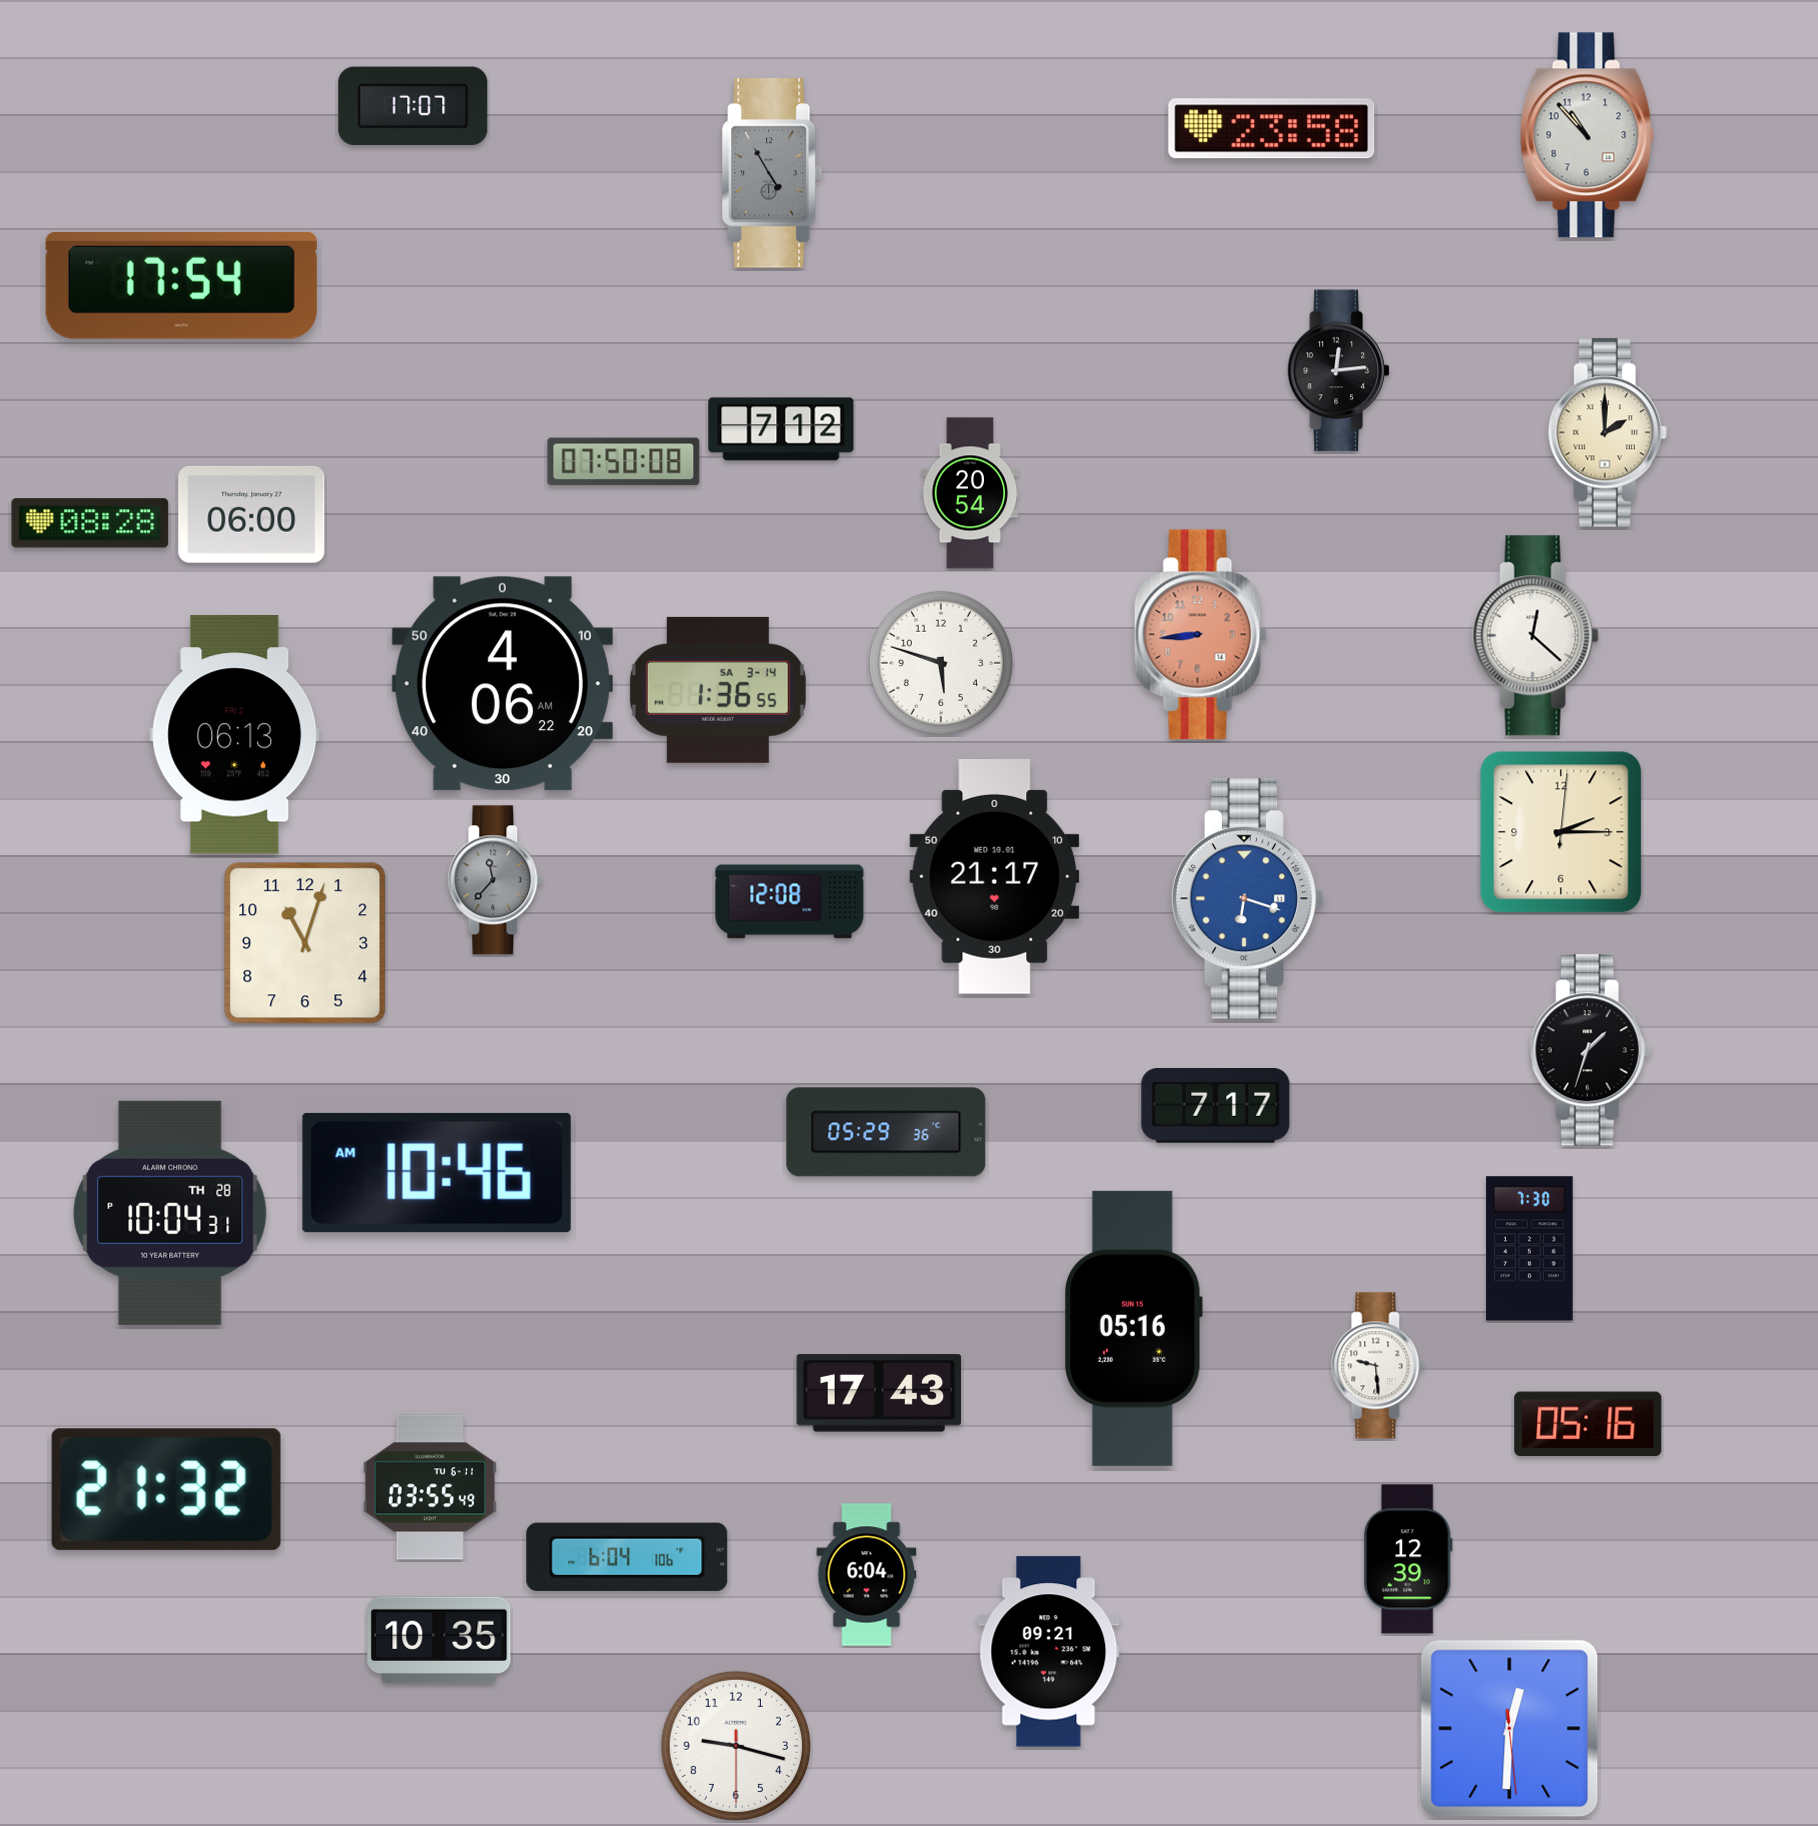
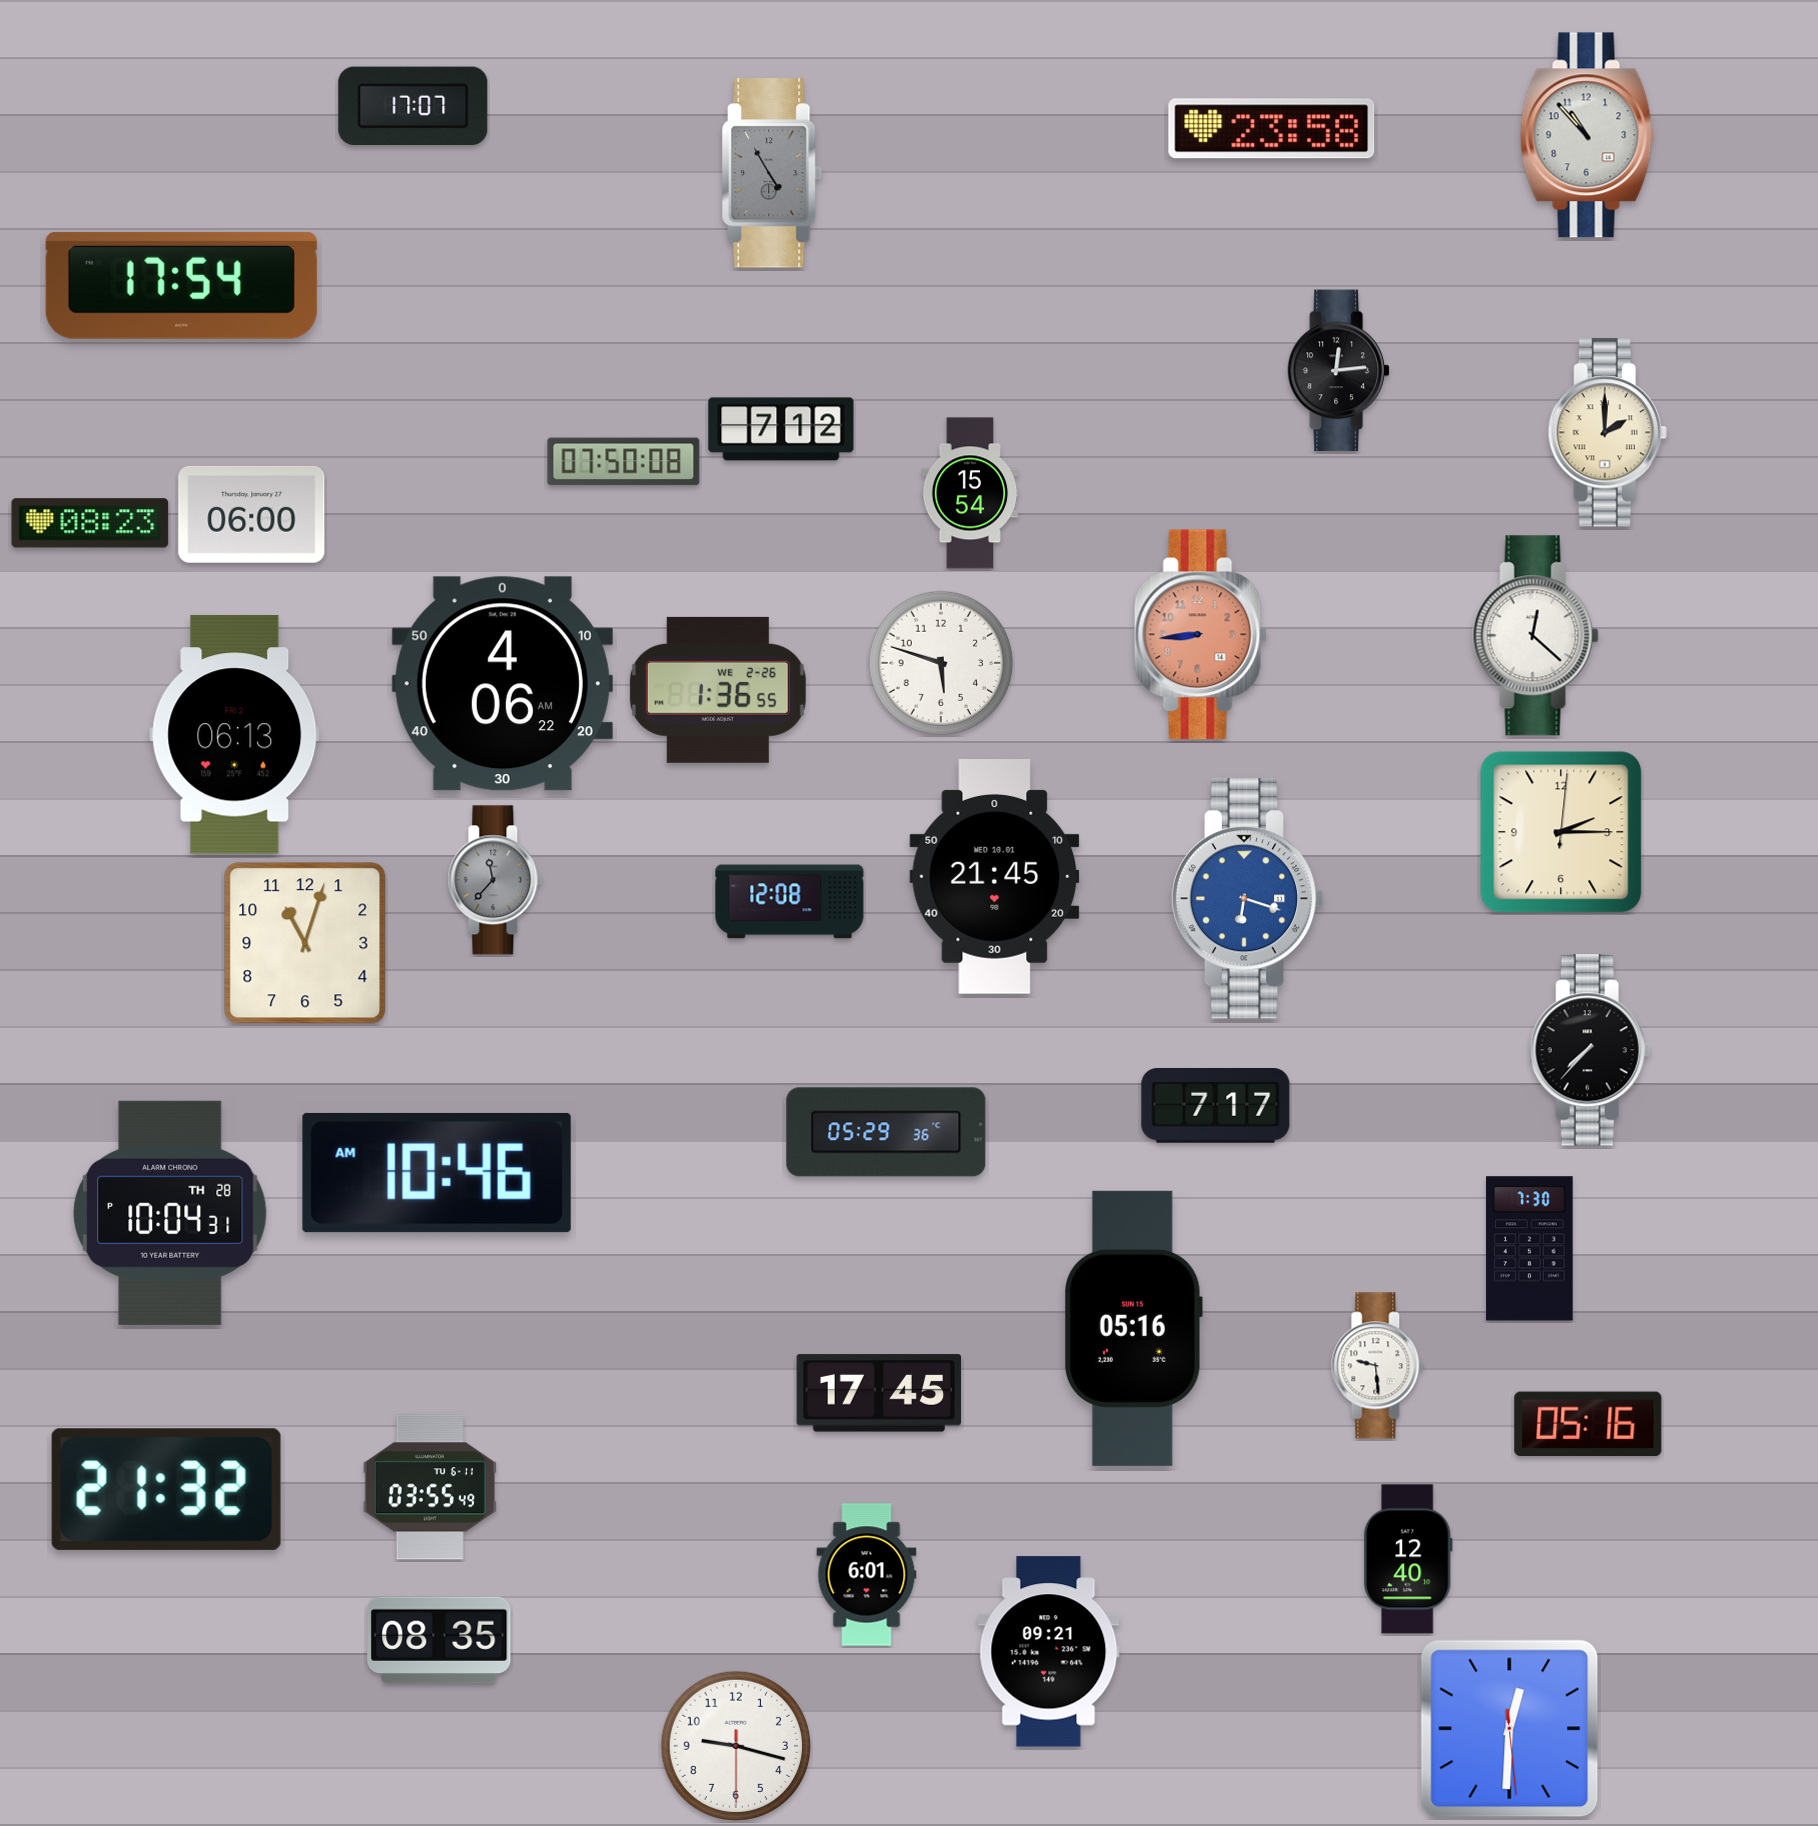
clock at (970, 493): 20:54 -> 15:54
clock at (90, 523): 08:28 -> 08:23
clock at (718, 690) date: SA 3-14 -> WE 2-26
clock at (995, 877): 21:17 -> 21:45
clock at (1590, 1050): 1:33 -> 7:37
clock at (879, 1393): 17:43 -> 17:45
clock at (627, 1557): 6:04 -> none
clock at (1409, 1559): 12:39 -> 12:40
clock at (867, 1575): 6:04 -> 6:01
clock at (439, 1640): 10:35 -> 08:35
